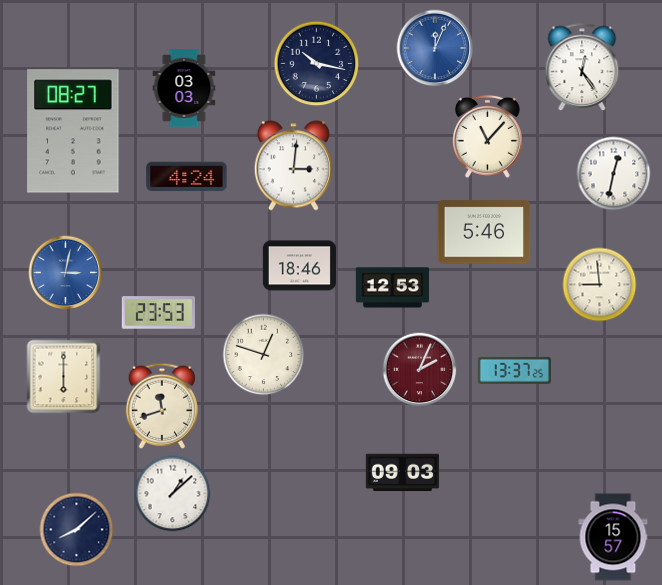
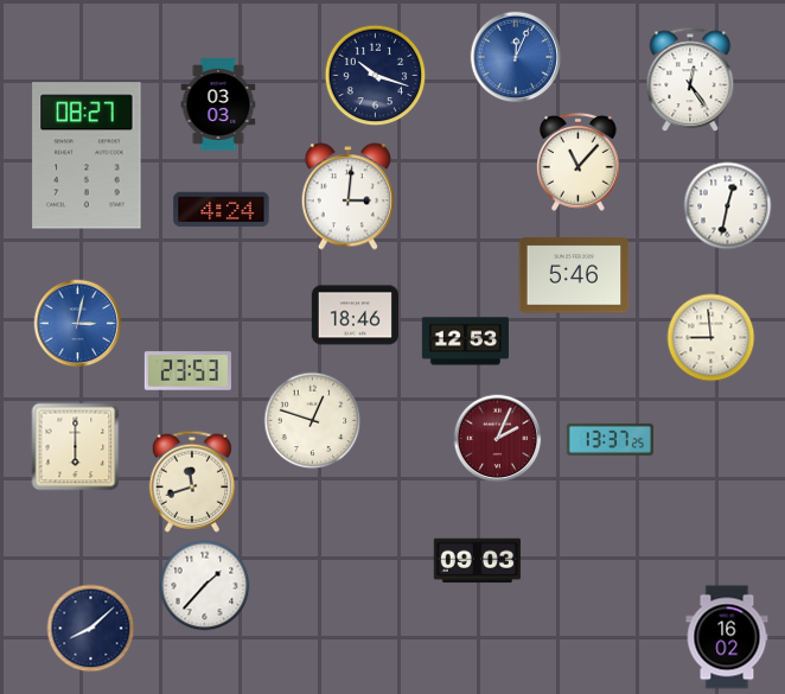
clock at (317, 64): 10:17 -> 10:18
clock at (173, 494): 1:08 -> 1:37
clock at (613, 537): 15:57 -> 16:02
